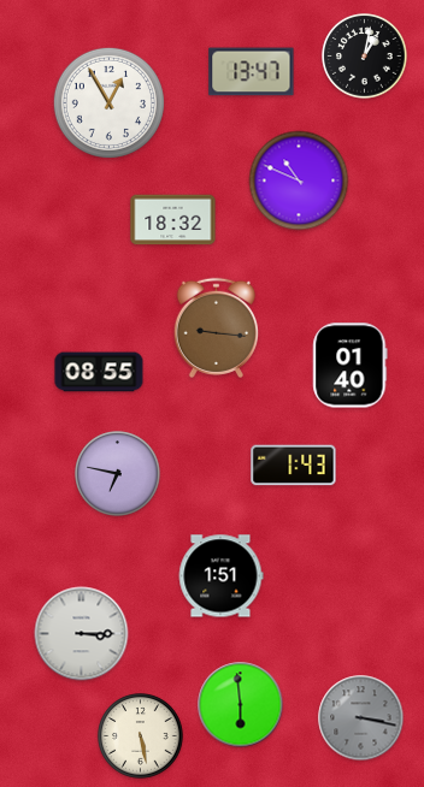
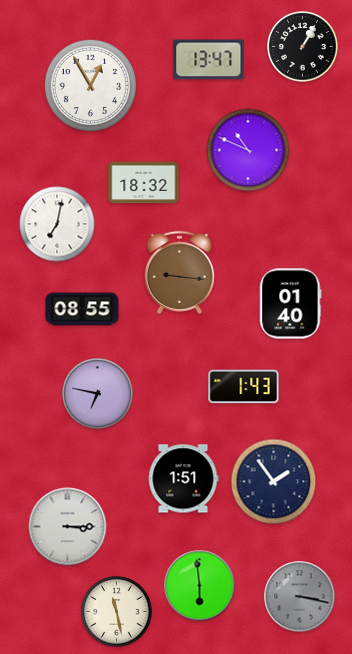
clock at (365, 57): 1:02 -> 1:05
clock at (57, 224): none -> 7:02
clock at (274, 482): none -> 1:54
clock at (141, 736): 5:28 -> 11:28
